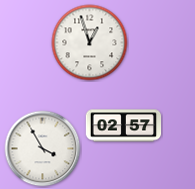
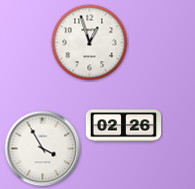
clock at (124, 126): 02:57 -> 02:26
